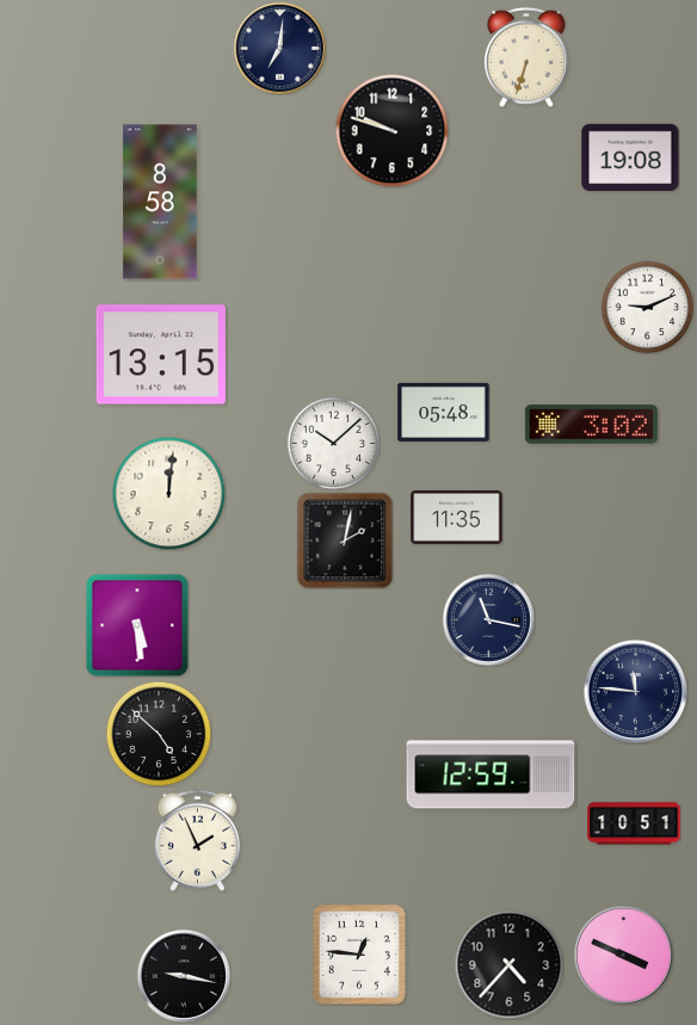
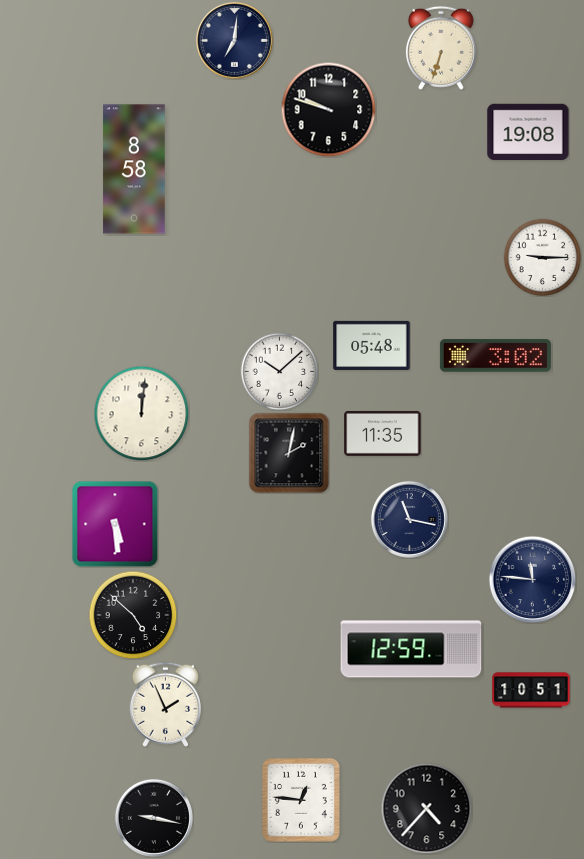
clock at (647, 307): 9:11 -> 9:15
clock at (161, 354): 13:15 -> none
clock at (623, 955): 3:49 -> none
